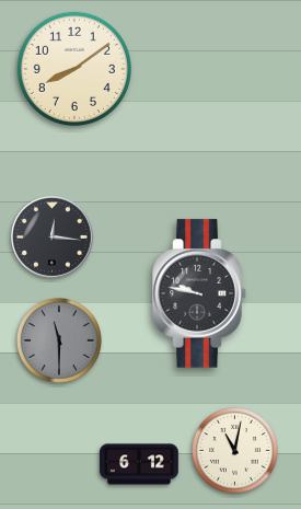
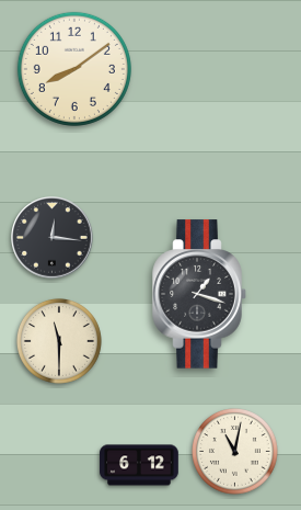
clock at (199, 293): 9:47 -> 1:18
clock at (59, 340) dial: grey -> cream
